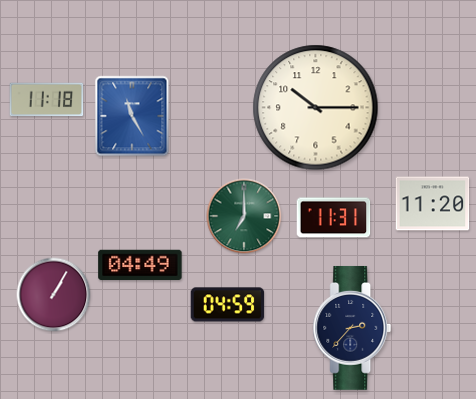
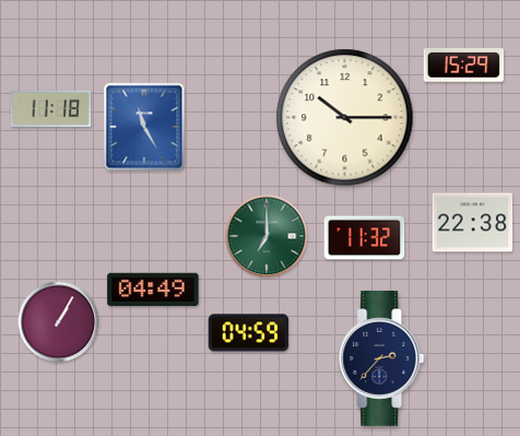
clock at (464, 66): none -> 15:29
clock at (433, 204): 11:20 -> 22:38
clock at (334, 218): 11:31 -> 11:32
clock at (352, 328) position: (352, 328) -> (381, 358)
